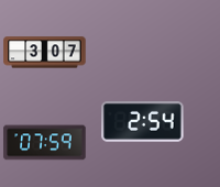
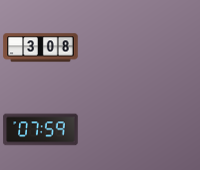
clock at (45, 53): 3:07 -> 3:08
clock at (143, 122): 2:54 -> none
